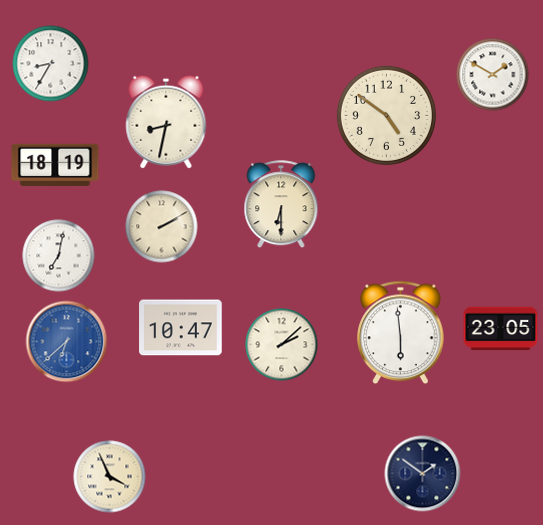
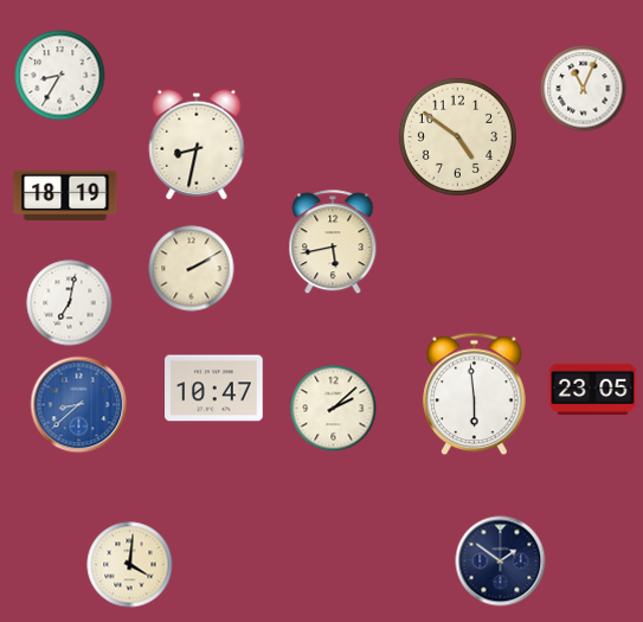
clock at (493, 75): 1:50 -> 11:04
clock at (281, 205): 6:30 -> 5:43
clock at (67, 342): 6:38 -> 8:38
clock at (110, 477): 3:56 -> 4:01
